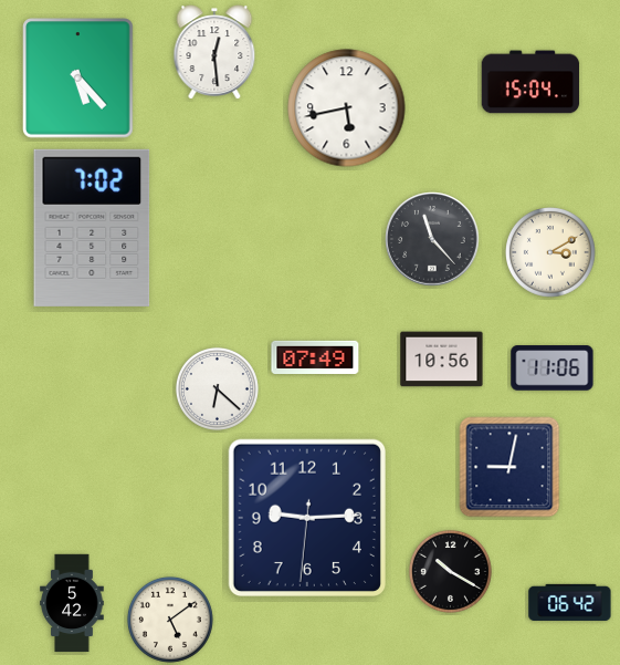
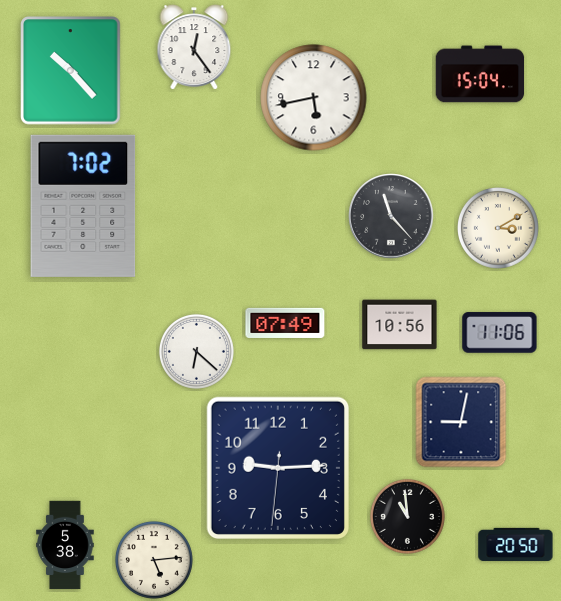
clock at (214, 52): 12:29 -> 12:24
clock at (78, 79): 5:23 -> 10:23
clock at (450, 571): 10:20 -> 10:59
clock at (570, 602): 06:42 -> 20:50
clock at (72, 603): 5:42 -> 5:38
clock at (170, 620): 5:09 -> 5:14
